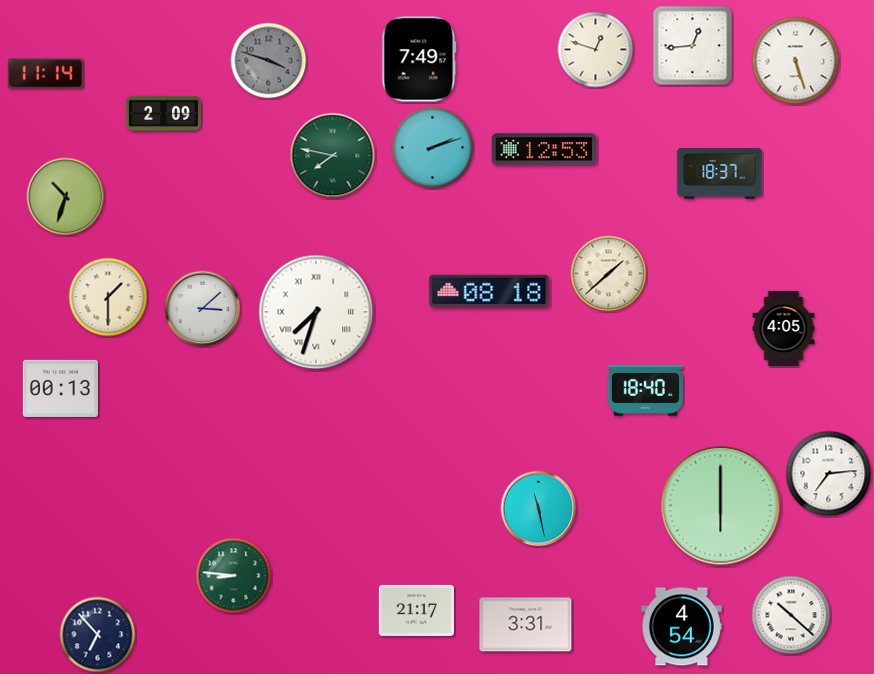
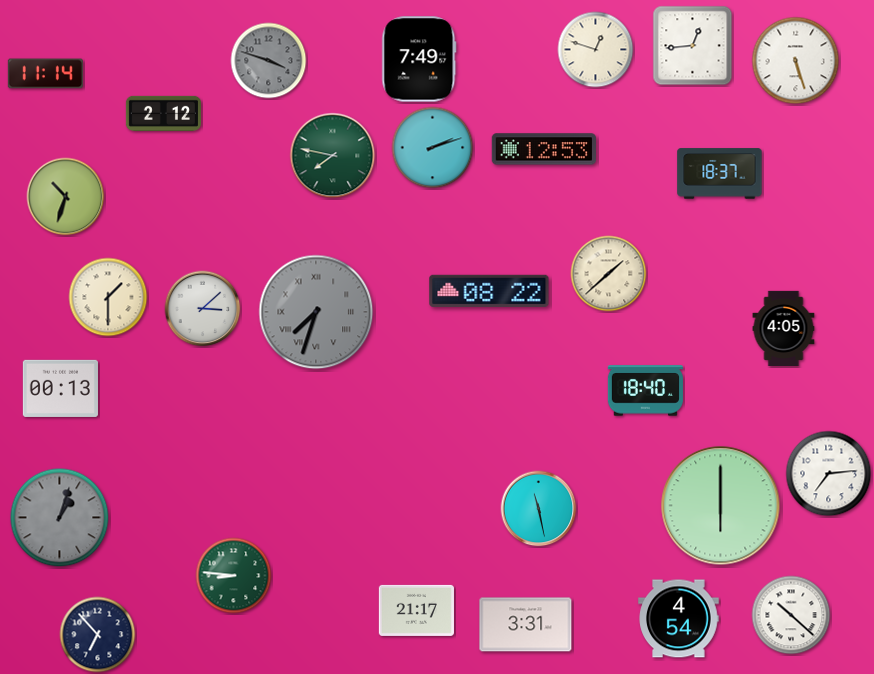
clock at (163, 113): 2:09 -> 2:12
clock at (489, 291): 08:18 -> 08:22
clock at (316, 312) dial: white -> grey
clock at (60, 518): none -> 1:03
clock at (682, 627) position: (682, 627) -> (679, 619)
